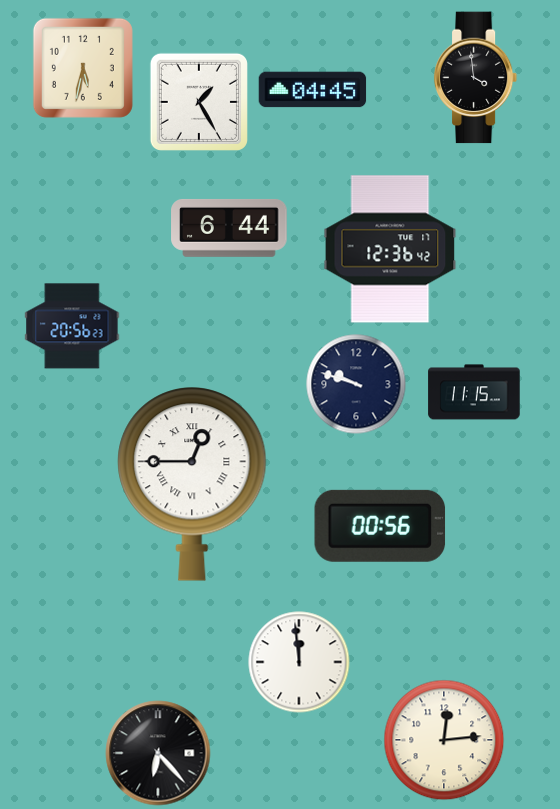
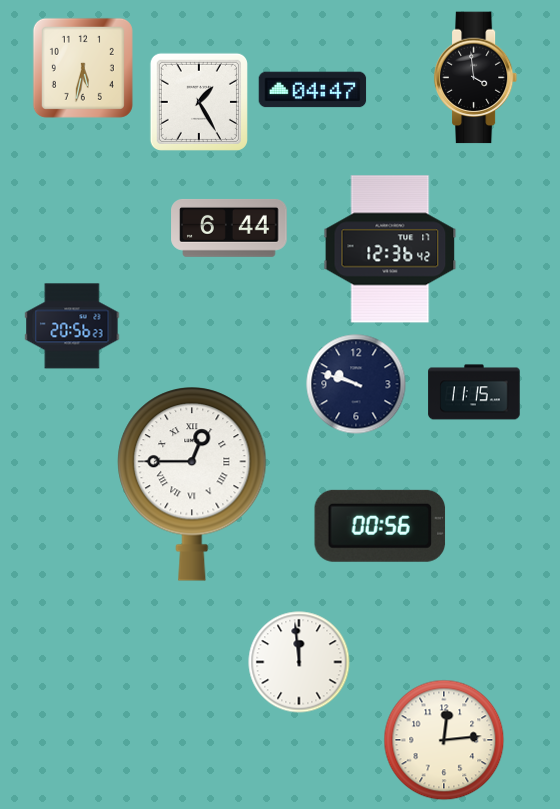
clock at (313, 90): 04:45 -> 04:47
clock at (158, 753): 6:23 -> none
